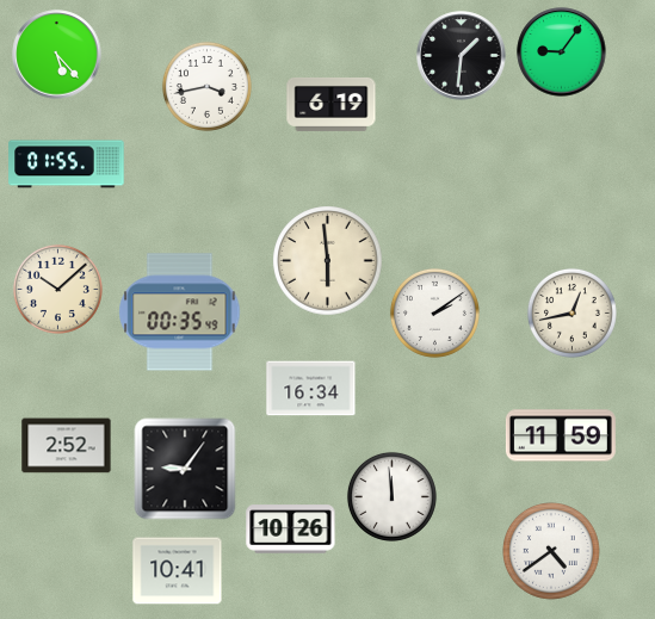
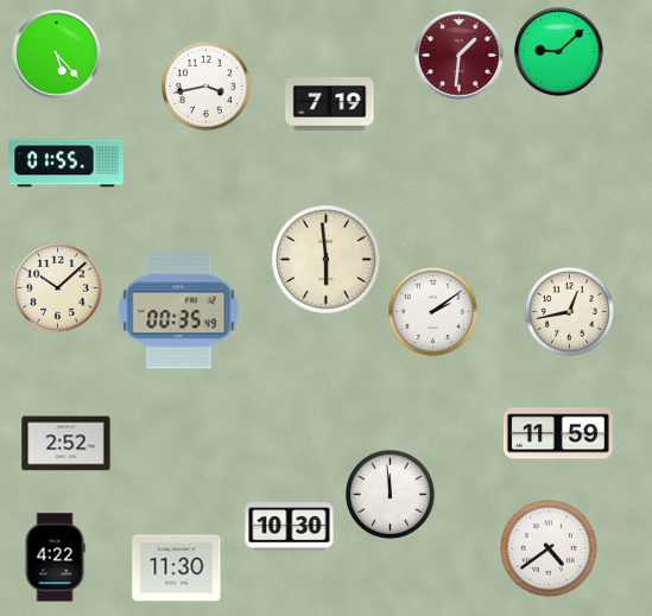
clock at (562, 52): 9:06 -> 9:08
clock at (462, 56) dial: black -> burgundy
clock at (332, 104): 6:19 -> 7:19
clock at (311, 389): 16:34 -> none
clock at (185, 469): 9:06 -> none
clock at (291, 530): 10:26 -> 10:30
clock at (55, 558): none -> 4:22
clock at (178, 571): 10:41 -> 11:30
